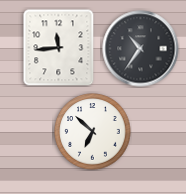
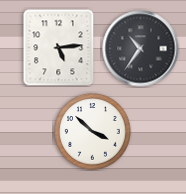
clock at (59, 47): 11:44 -> 5:14
clock at (93, 132): 6:52 -> 3:52
